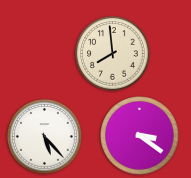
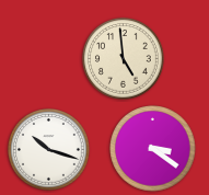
clock at (113, 54): 7:59 -> 4:59
clock at (45, 137): 5:23 -> 10:18
